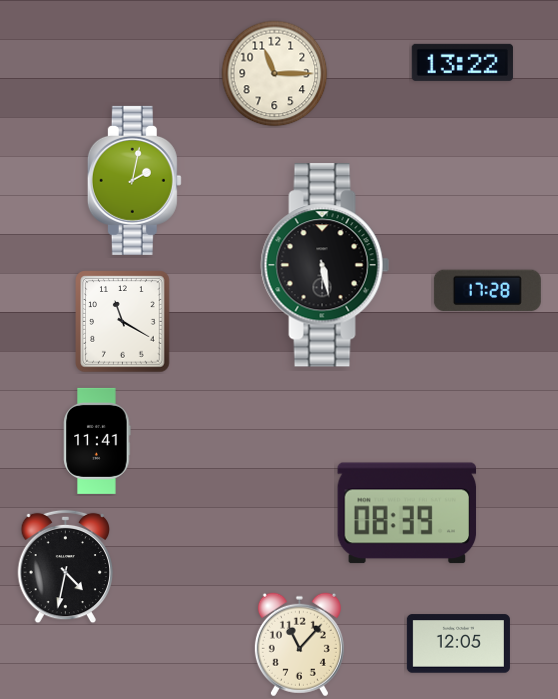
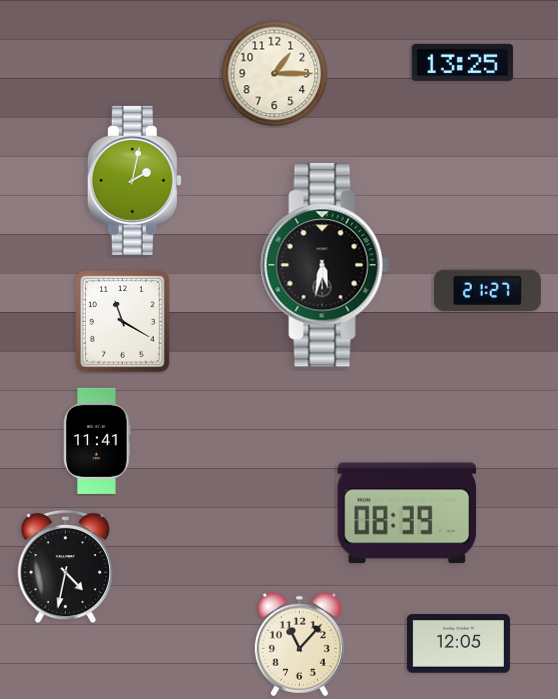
clock at (462, 62): 13:22 -> 13:25
clock at (275, 74): 11:15 -> 1:15
clock at (325, 265): 5:28 -> 5:32
clock at (487, 291): 17:28 -> 21:27
